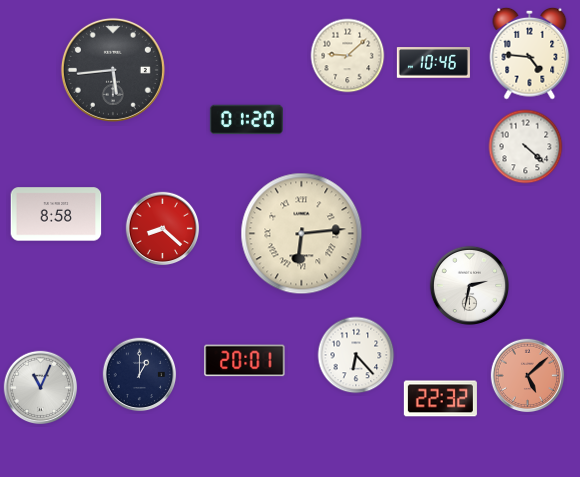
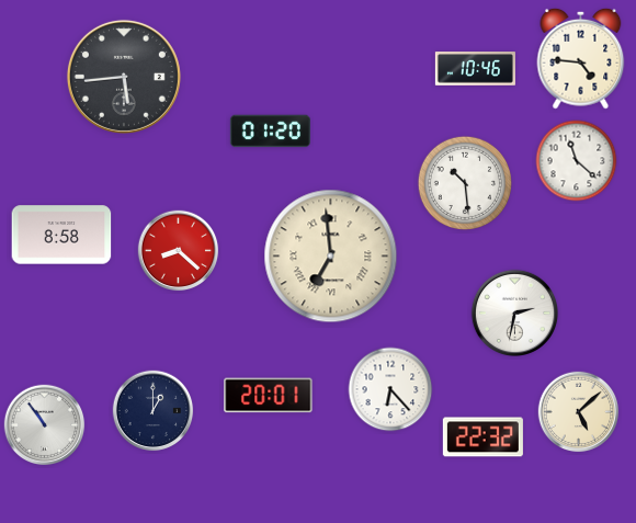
clock at (348, 56): 9:08 -> none
clock at (526, 147): 4:22 -> 11:22
clock at (465, 183): none -> 10:29
clock at (302, 234): 6:14 -> 6:59
clock at (528, 376) dial: salmon -> cream
clock at (41, 388): 11:04 -> 10:54
